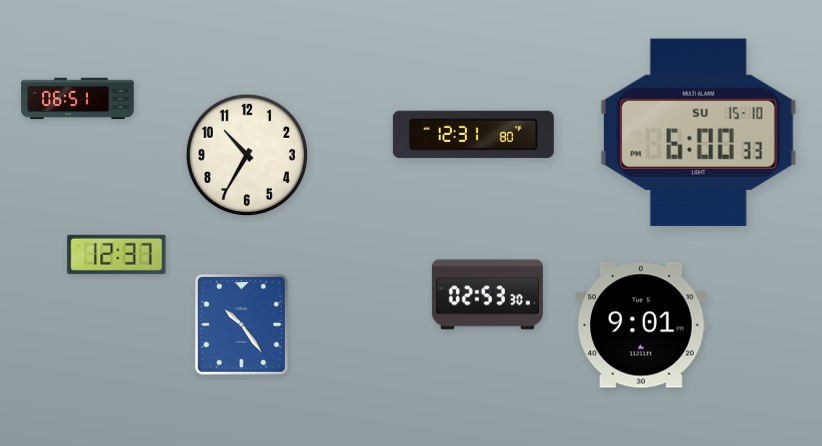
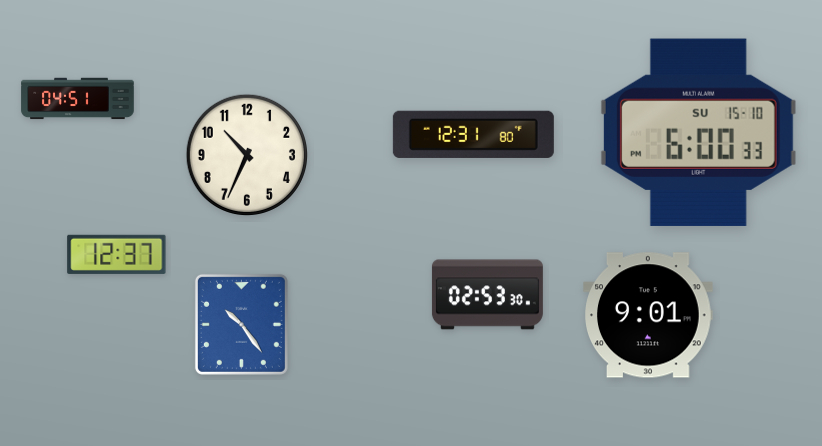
clock at (78, 99): 06:51 -> 04:51
clock at (246, 154): 10:35 -> 10:34
clock at (641, 325) position: (641, 325) -> (648, 315)
